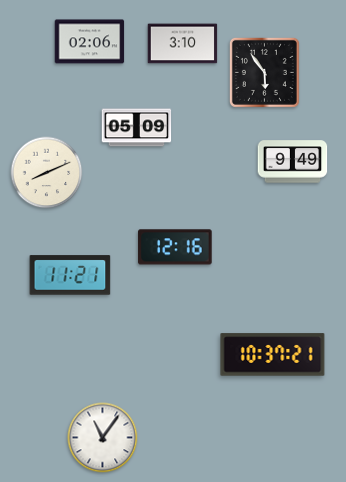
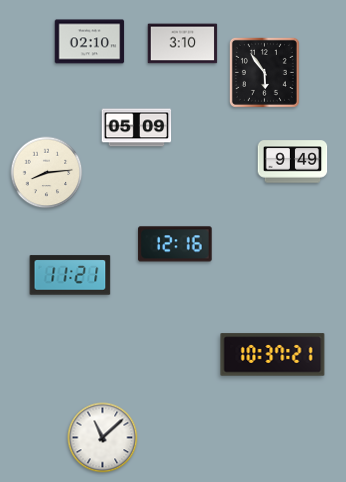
clock at (90, 42): 02:06 -> 02:10
clock at (47, 173): 8:11 -> 8:14
clock at (175, 247) position: (175, 247) -> (175, 244)
clock at (103, 438): 11:06 -> 11:08
